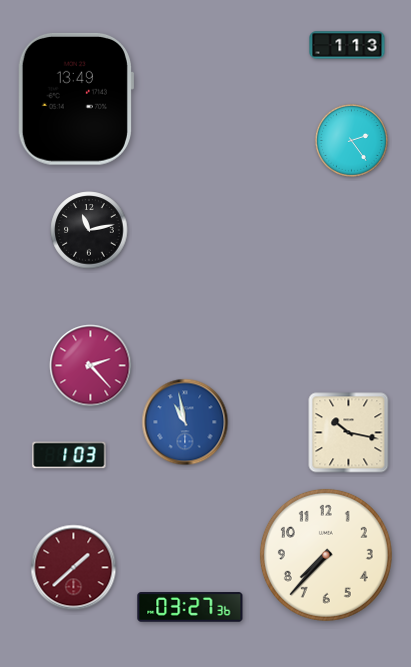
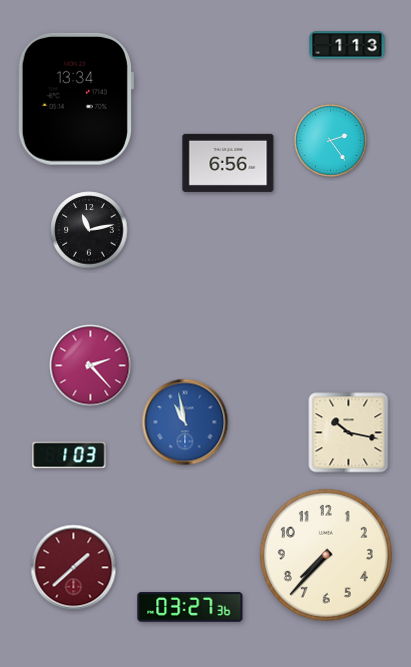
clock at (75, 99): 13:49 -> 13:34
clock at (351, 140) position: (351, 140) -> (330, 140)
clock at (228, 163): none -> 6:56
